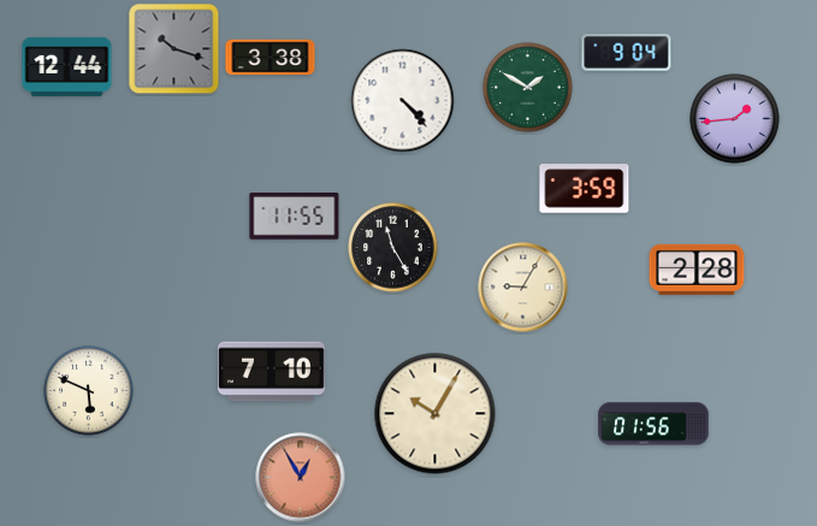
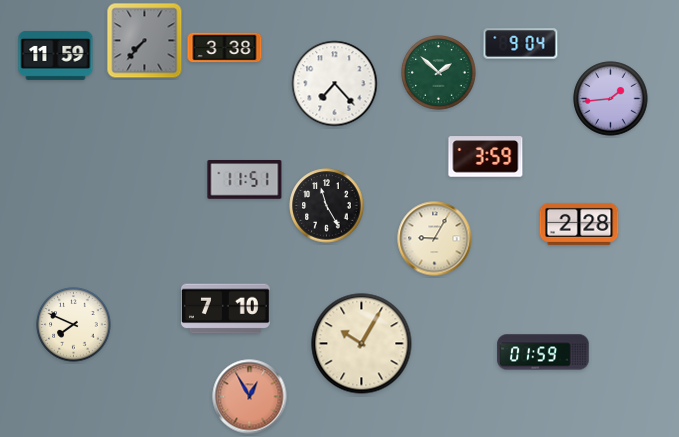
clock at (174, 49): 10:18 -> 7:37
clock at (67, 66): 12:44 -> 11:59
clock at (528, 88): 1:50 -> 1:52
clock at (403, 101): 4:23 -> 7:23
clock at (295, 217): 11:55 -> 11:51
clock at (89, 391): 5:49 -> 7:49
clock at (653, 424): 01:56 -> 01:59
